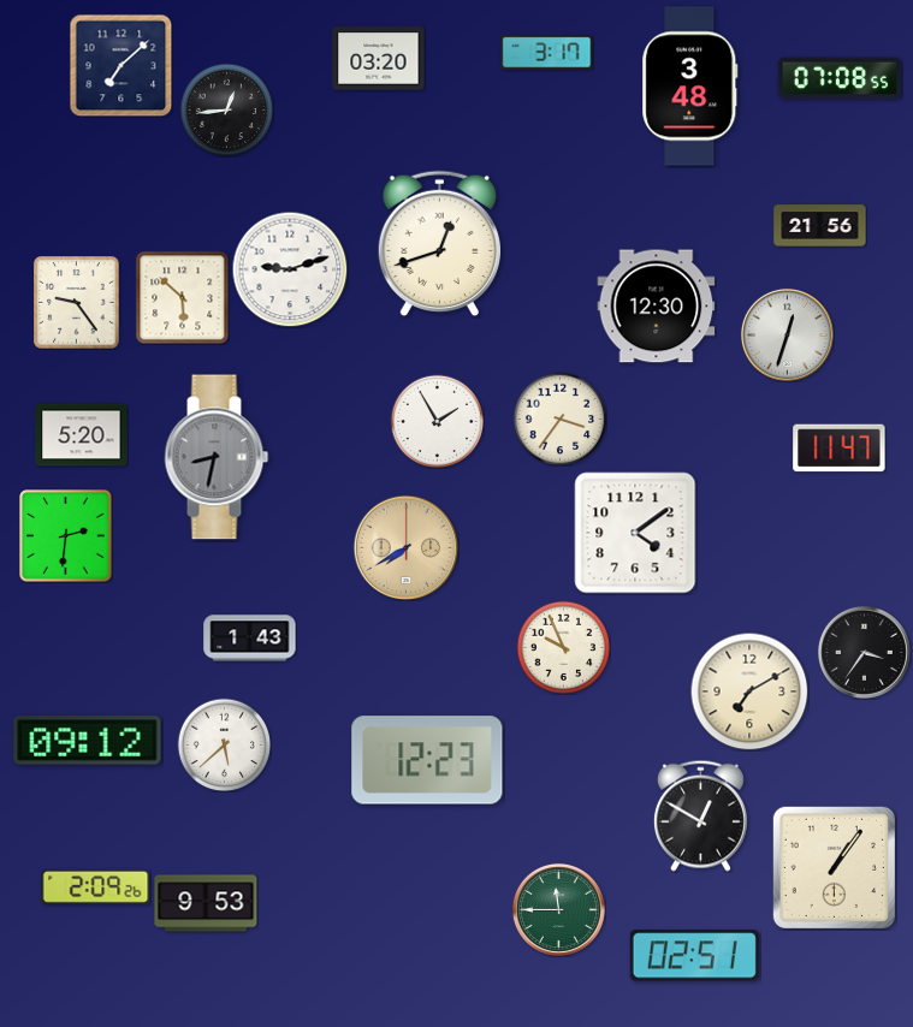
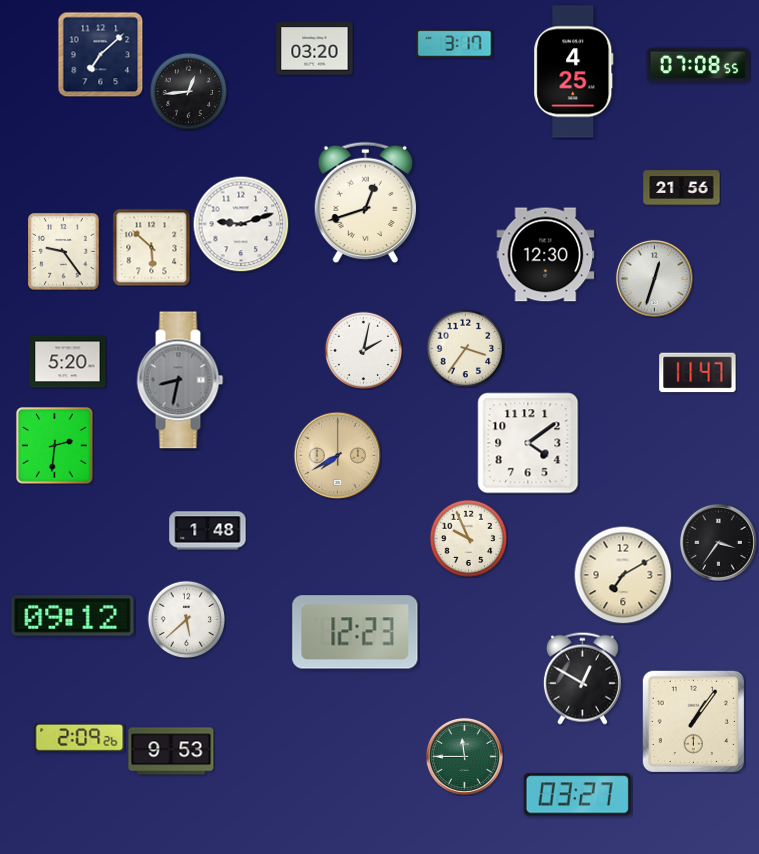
clock at (690, 87): 3:48 -> 4:25
clock at (437, 421): 1:55 -> 2:02
clock at (250, 639): 1:43 -> 1:48
clock at (694, 956): 02:51 -> 03:27
